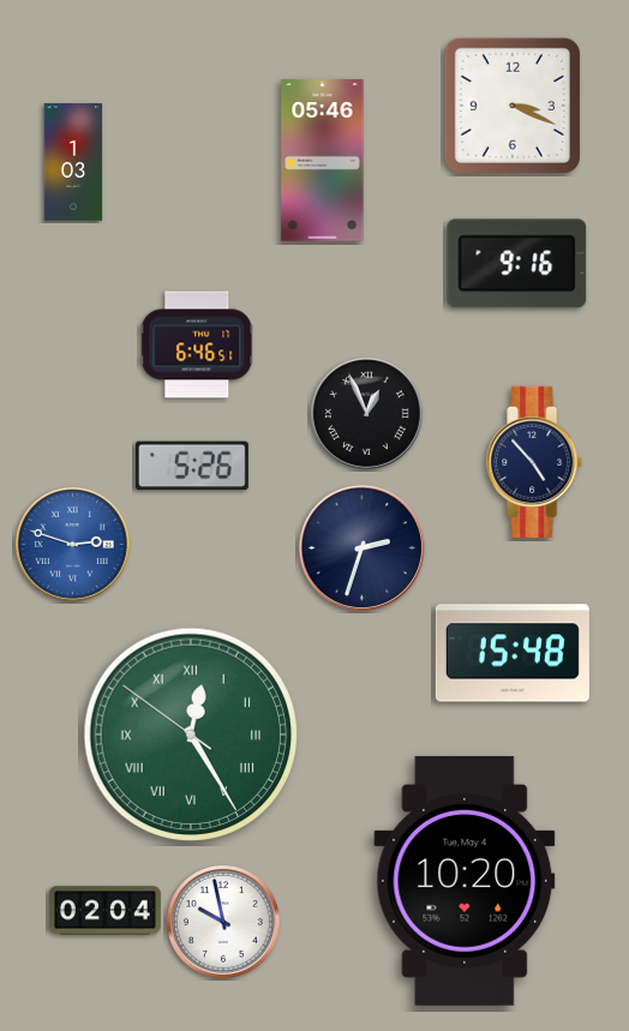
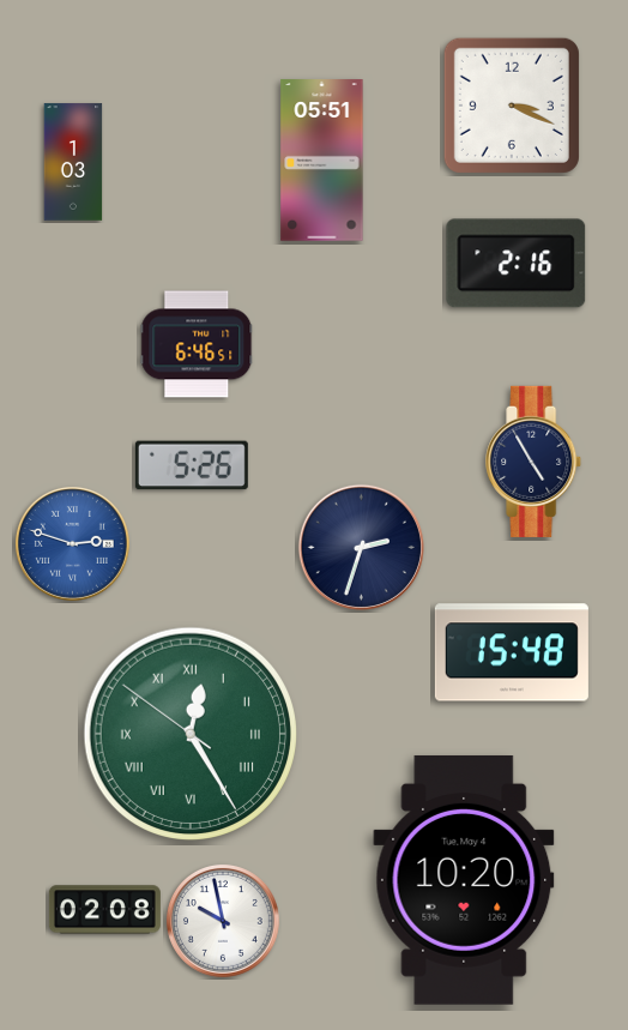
clock at (323, 161): 05:46 -> 05:51
clock at (517, 264): 9:16 -> 2:16
clock at (367, 414): 12:56 -> none
clock at (535, 462): 4:53 -> 4:55
clock at (104, 911): 02:04 -> 02:08
